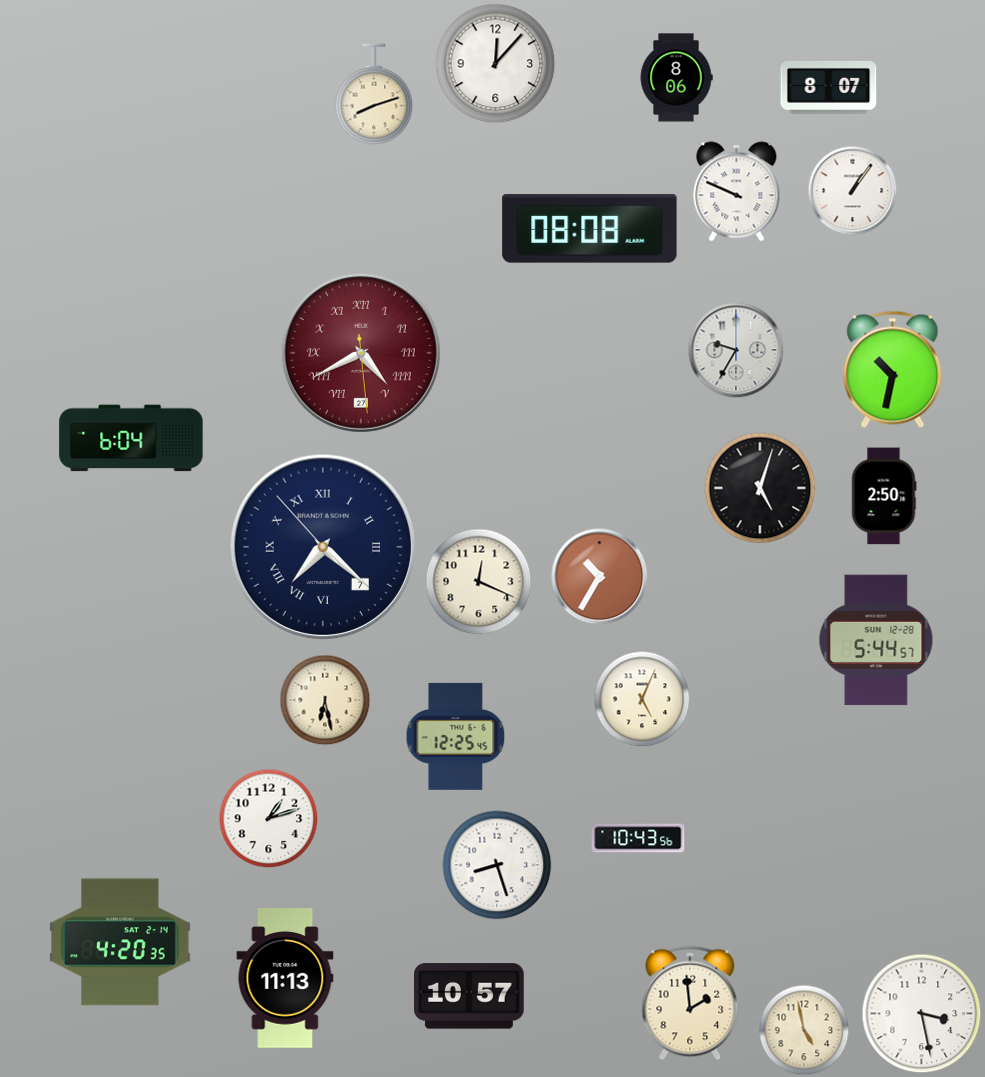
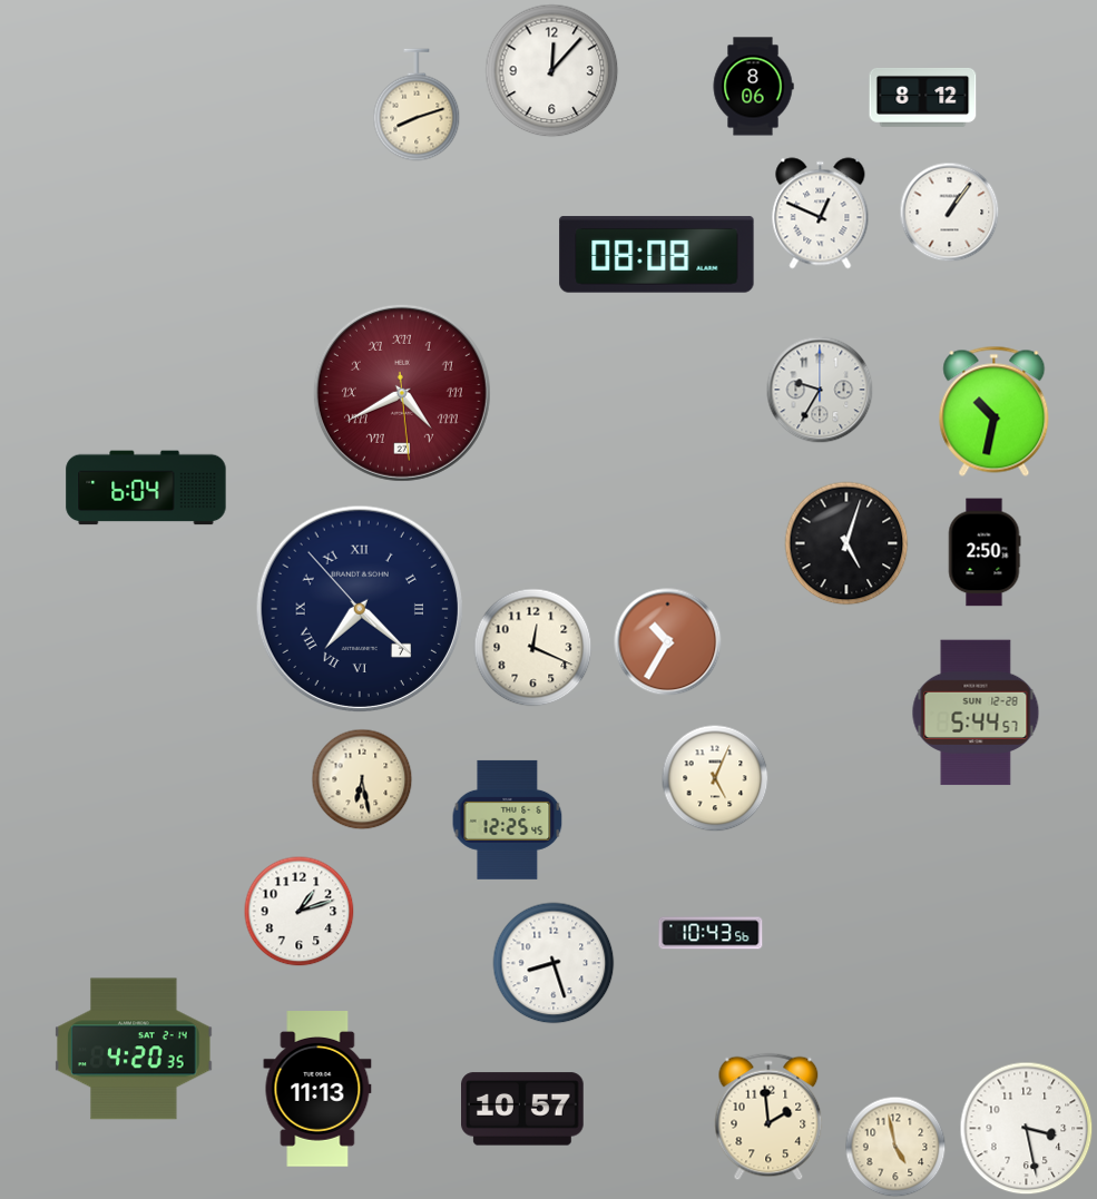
clock at (829, 87): 8:07 -> 8:12
clock at (737, 192): 9:49 -> 12:49
